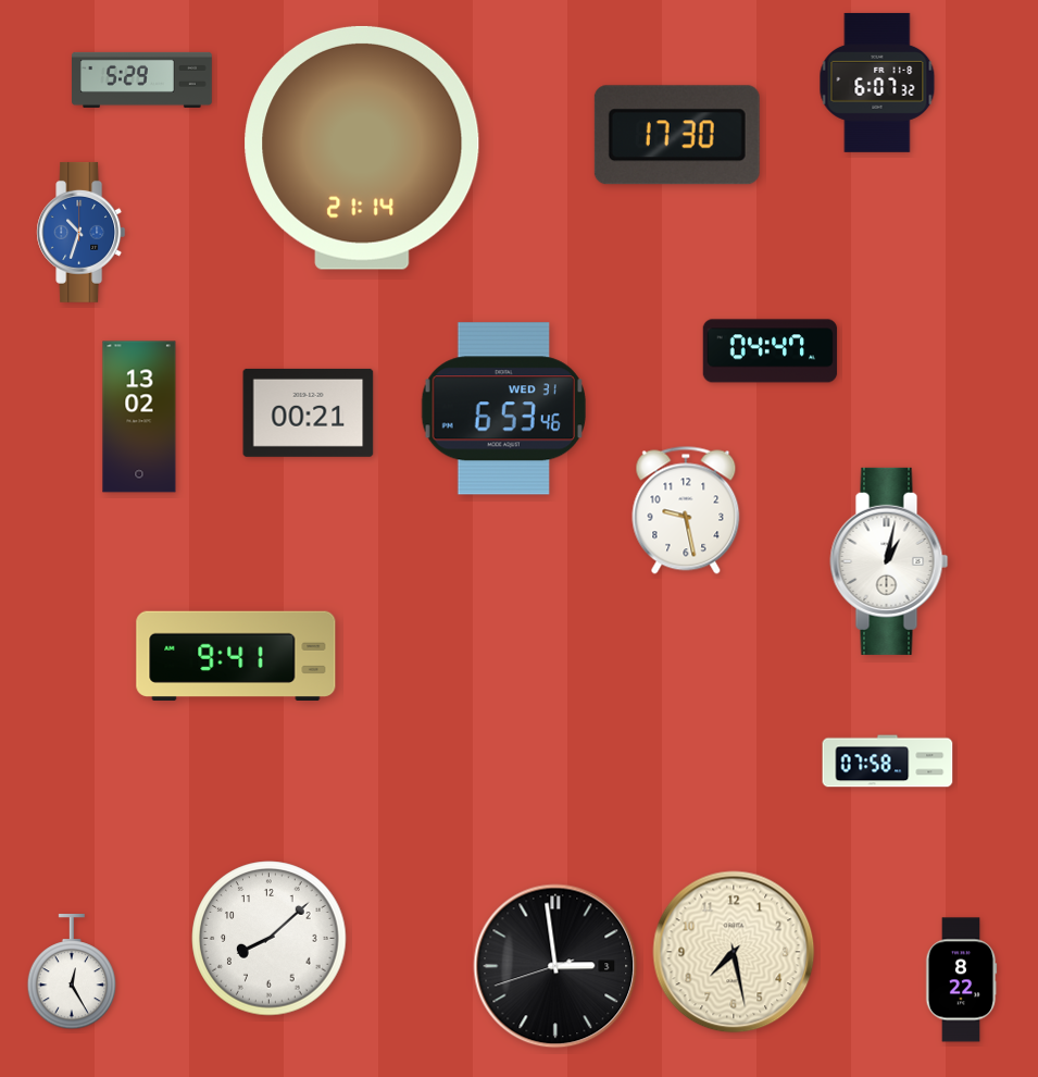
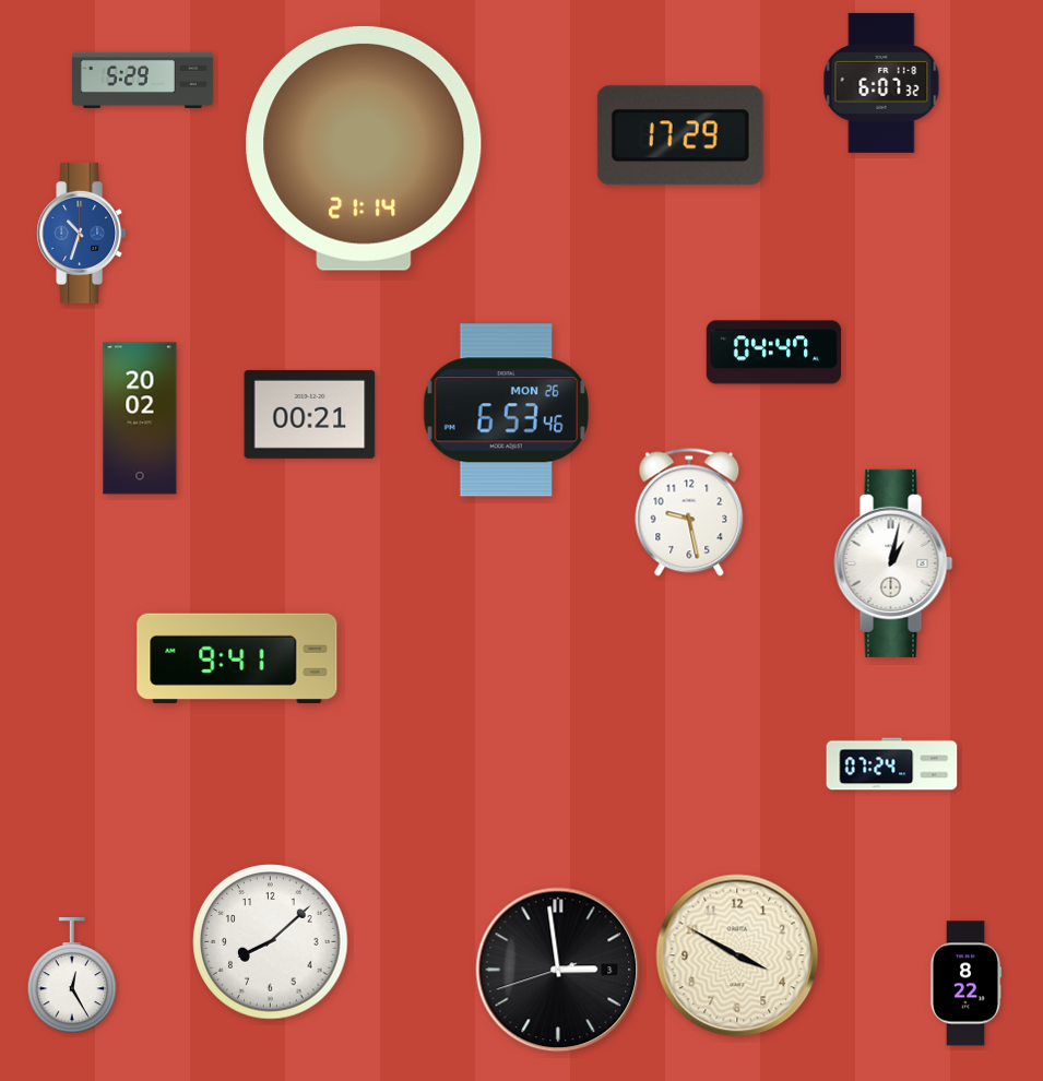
clock at (677, 135): 17:30 -> 17:29
clock at (503, 409) date: WED 31 -> MON 26
clock at (139, 417): 13:02 -> 20:02
clock at (888, 762): 07:58 -> 07:24
clock at (734, 952): 7:28 -> 3:50
